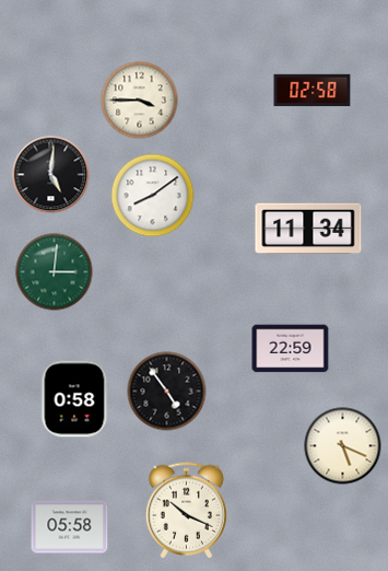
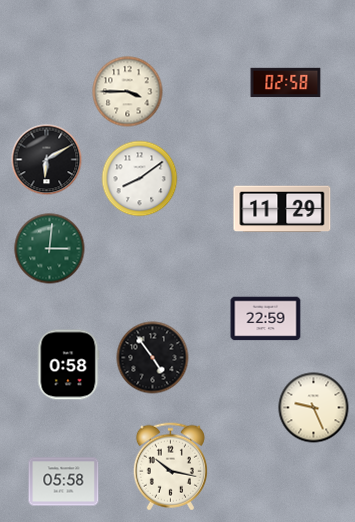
clock at (51, 175): 5:01 -> 6:10
clock at (308, 229): 11:34 -> 11:29
clock at (343, 446): 5:19 -> 9:26
clock at (186, 511): 10:19 -> 10:17
